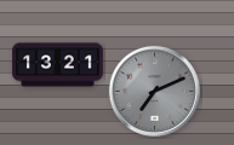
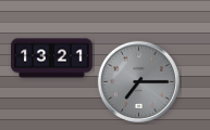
clock at (154, 91): 7:11 -> 7:15
